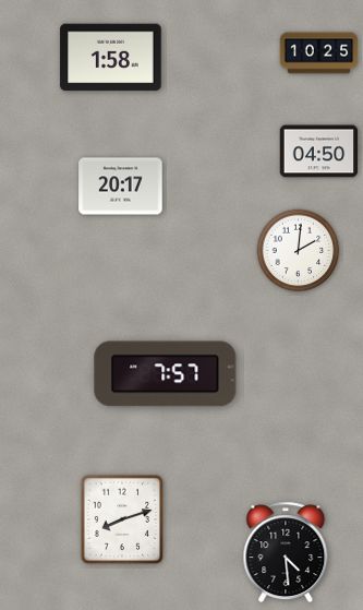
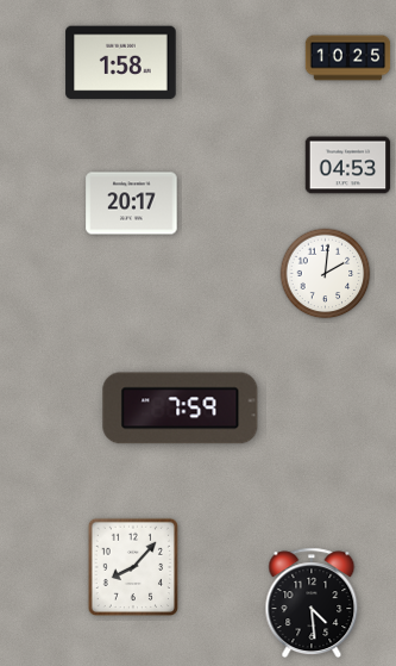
clock at (319, 152): 04:50 -> 04:53
clock at (166, 374): 7:57 -> 7:59
clock at (121, 518): 8:12 -> 8:07
